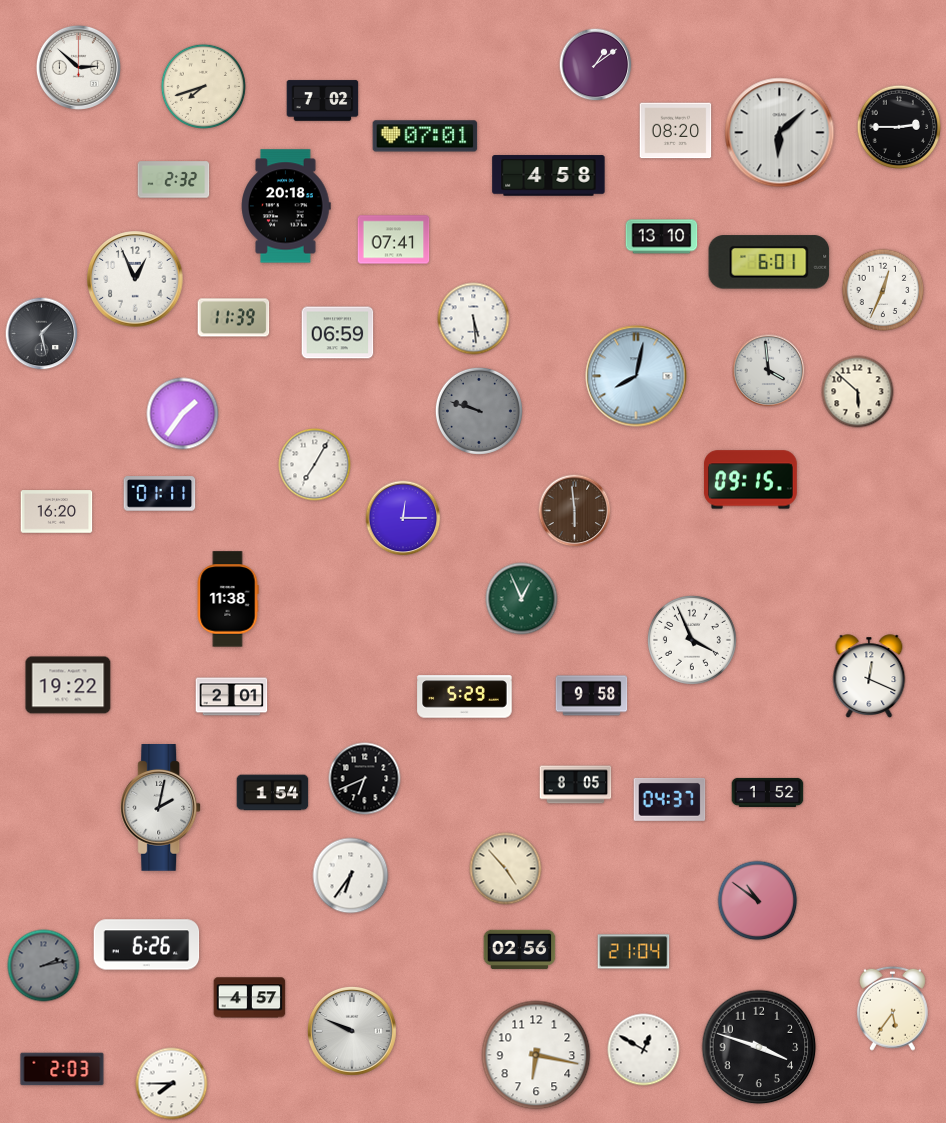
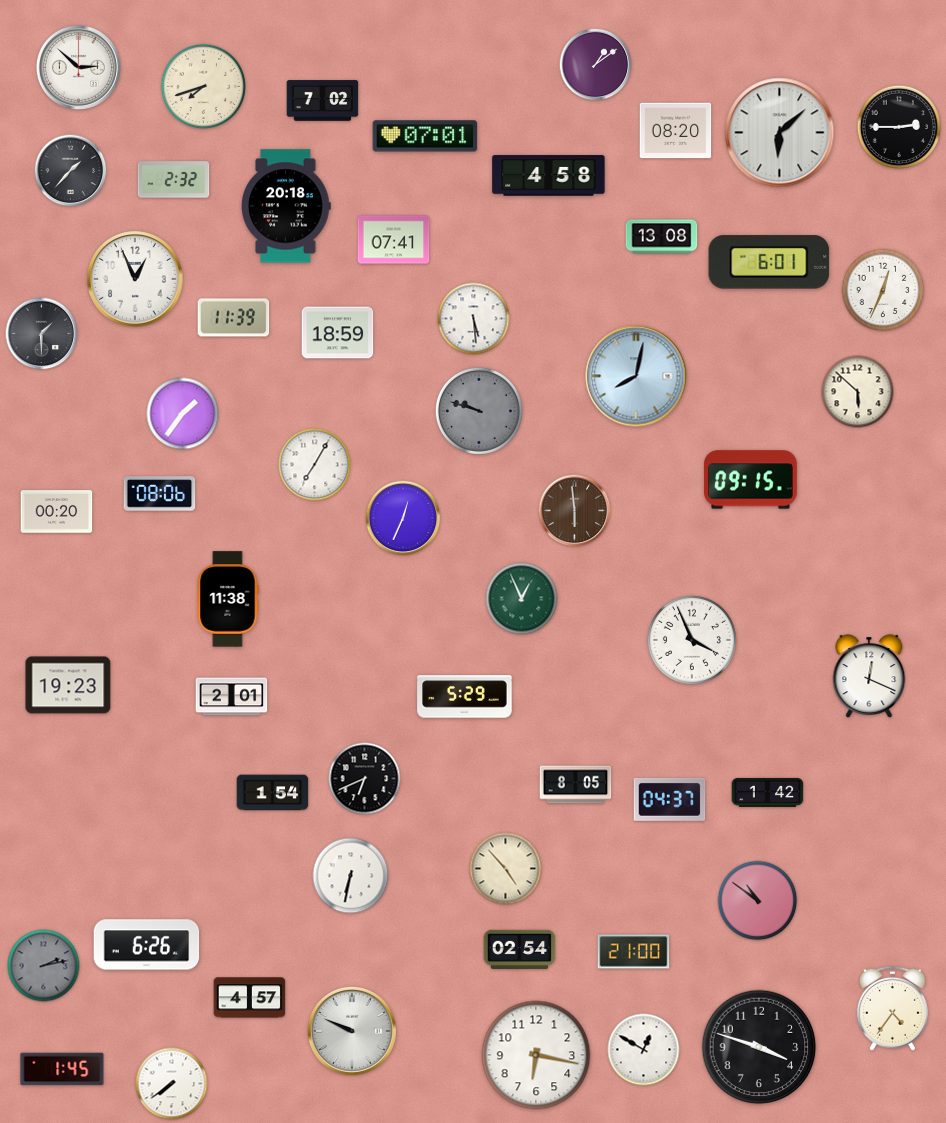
clock at (71, 171): none -> 1:37
clock at (662, 237): 13:10 -> 13:08
clock at (338, 333): 06:59 -> 18:59
clock at (42, 334): 1:28 -> 1:30
clock at (769, 371): 3:59 -> none
clock at (160, 494): 01:11 -> 08:06
clock at (57, 512): 16:20 -> 00:20
clock at (403, 518): 12:15 -> 12:34
clock at (68, 685): 19:22 -> 19:23
clock at (592, 696): 9:58 -> none
clock at (768, 792): 1:52 -> 1:42
clock at (161, 808): 2:02 -> none
clock at (351, 876): 6:36 -> 6:32
clock at (520, 949): 02:56 -> 02:54
clock at (634, 952): 21:04 -> 21:00
clock at (892, 1008): 5:36 -> 4:36
clock at (62, 1069): 2:03 -> 1:45
clock at (172, 1084): 7:45 -> 7:39
